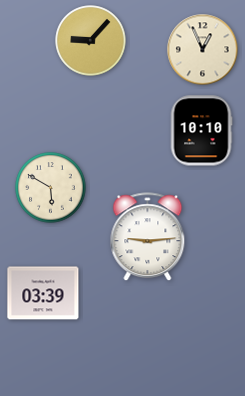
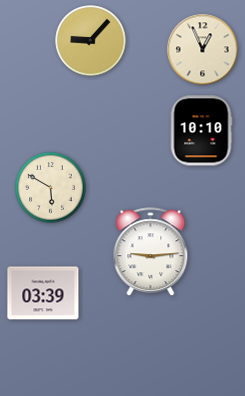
clock at (148, 237) position: (148, 237) -> (151, 252)
